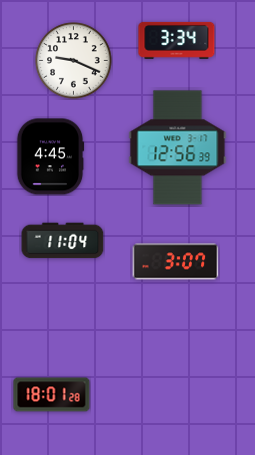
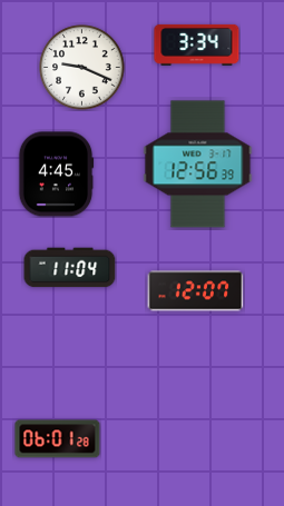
clock at (176, 262): 3:07 -> 12:07
clock at (52, 395): 18:01 -> 06:01
